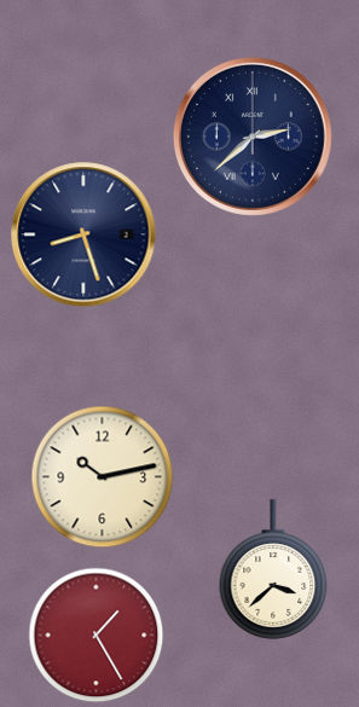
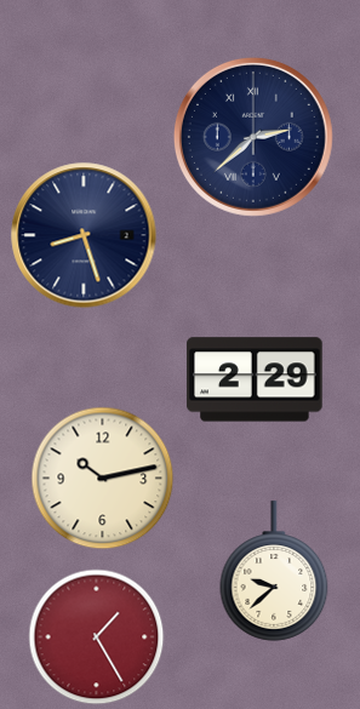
clock at (255, 379): none -> 2:29
clock at (273, 569): 3:38 -> 9:38
